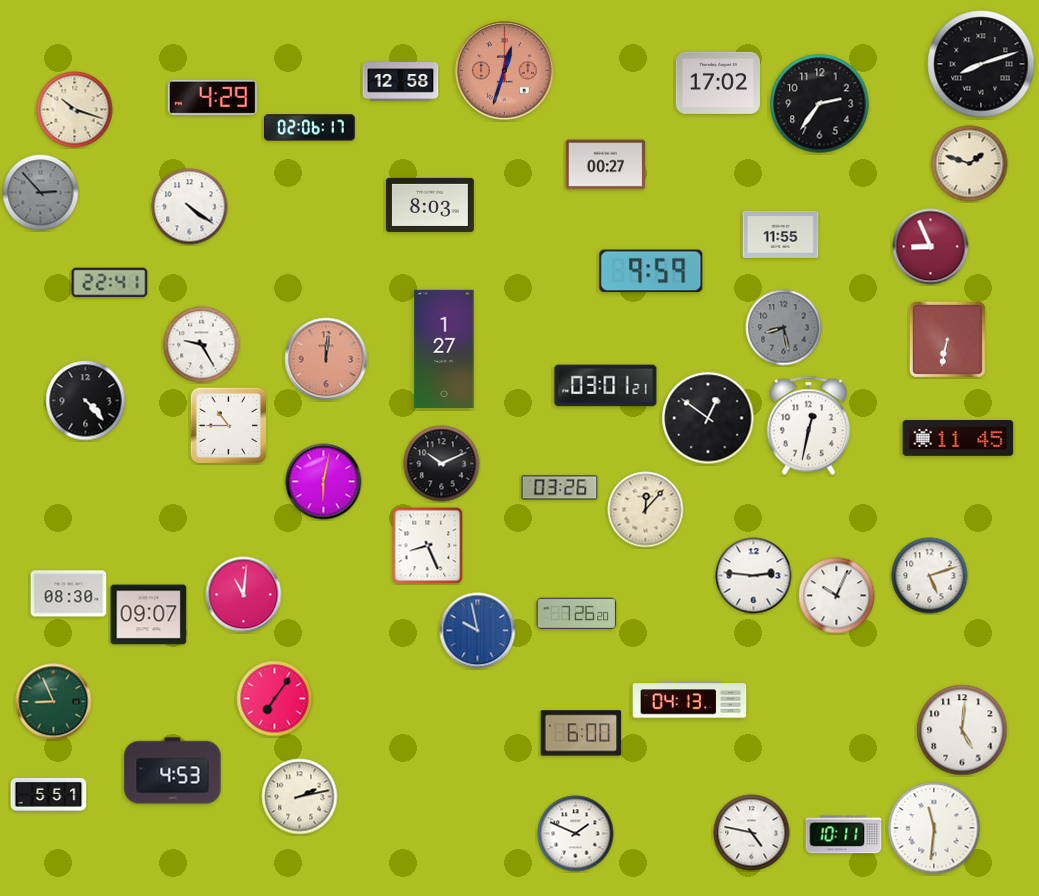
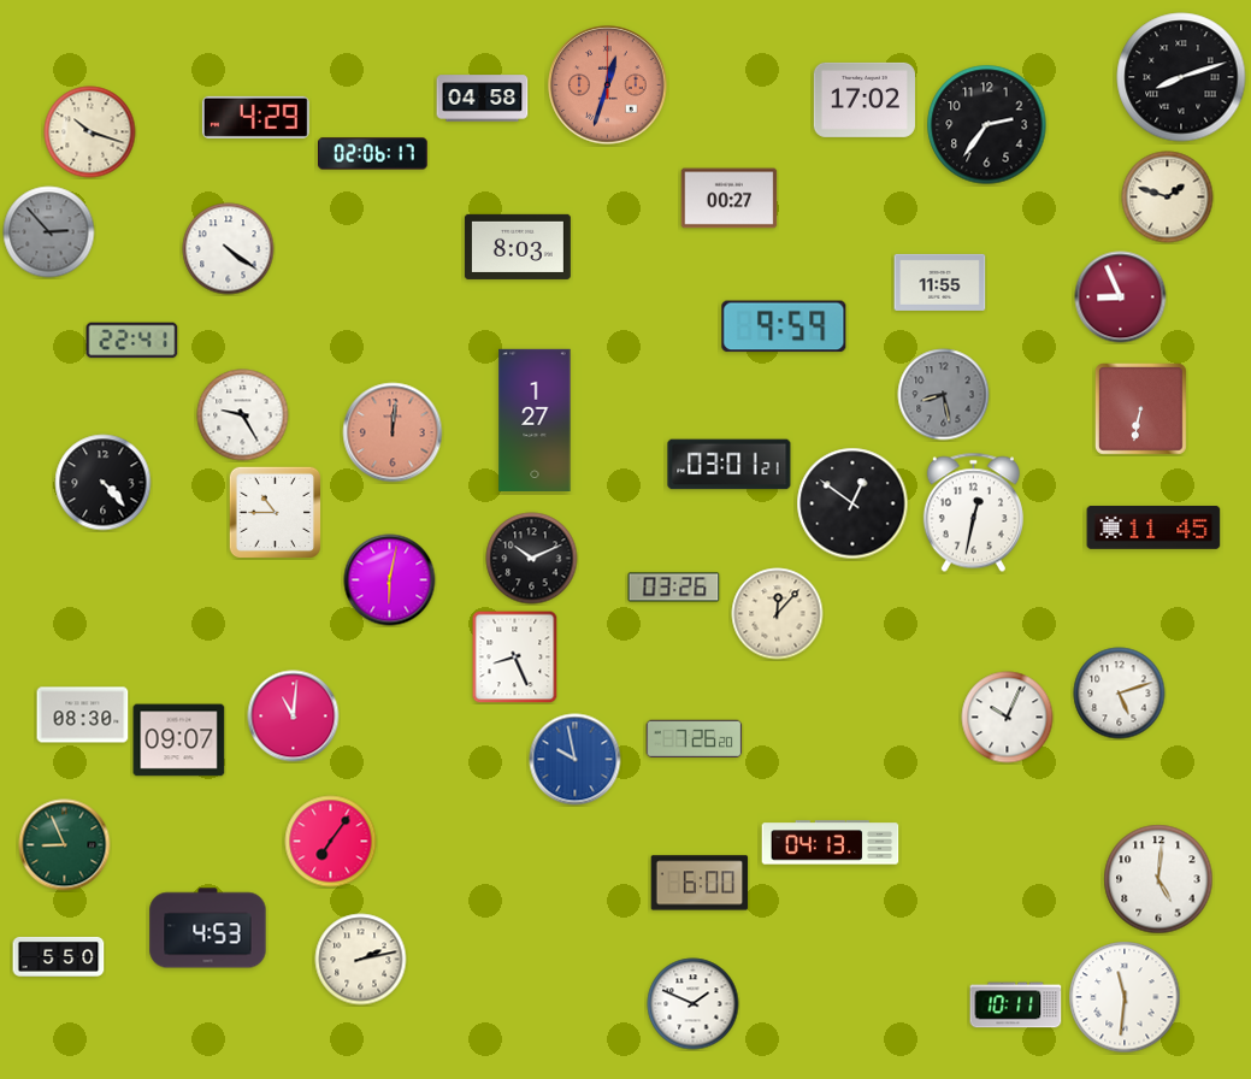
clock at (401, 82): 12:58 -> 04:58
clock at (754, 576): 2:46 -> none
clock at (49, 794): 5:51 -> 5:50
clock at (752, 833): 4:47 -> none
